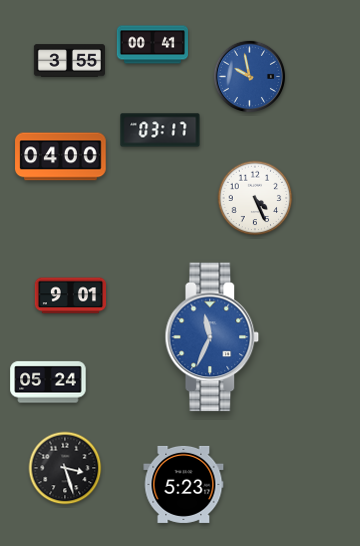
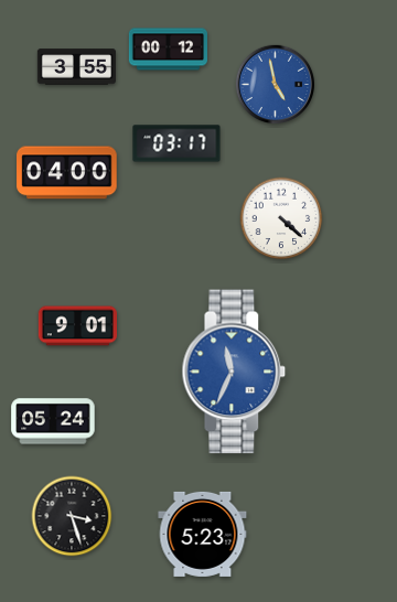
clock at (152, 45): 00:41 -> 00:12
clock at (249, 76): 9:58 -> 4:58
clock at (255, 198): 4:26 -> 4:22
